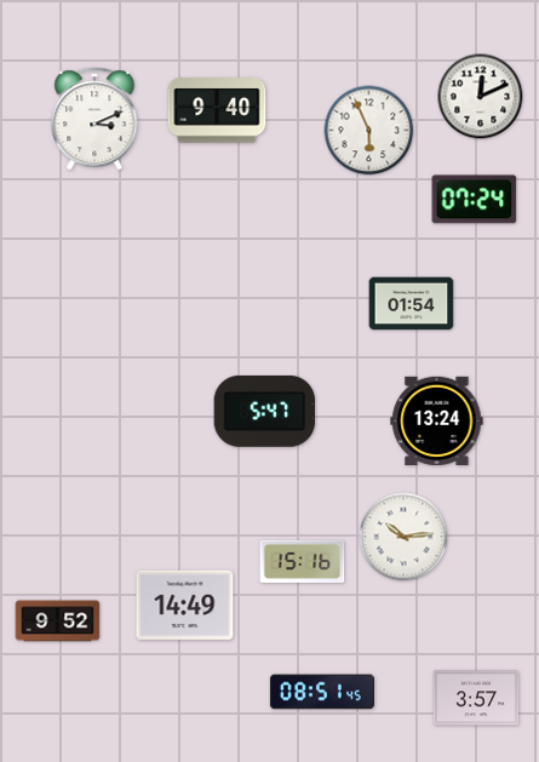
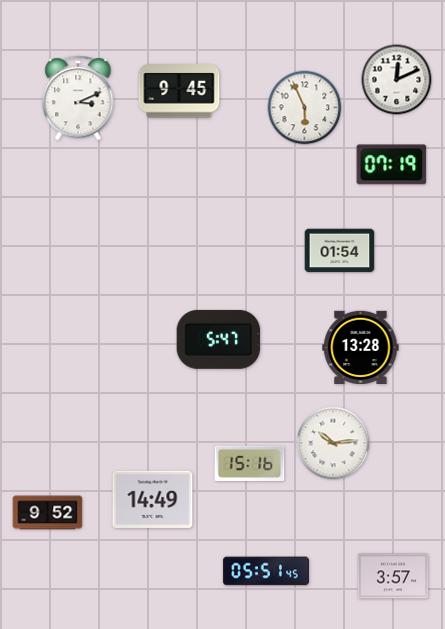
clock at (217, 110): 9:40 -> 9:45
clock at (475, 200): 07:24 -> 07:19
clock at (437, 420): 13:24 -> 13:28
clock at (322, 692): 08:51 -> 05:51
